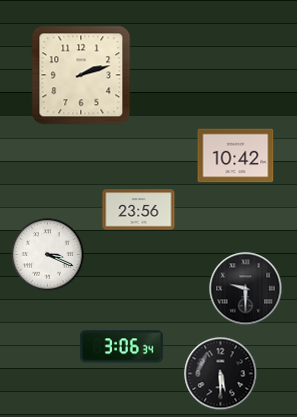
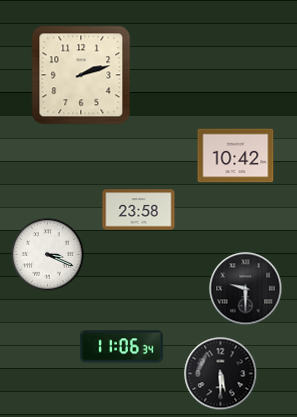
clock at (139, 210): 23:56 -> 23:58
clock at (121, 347): 3:06 -> 11:06
